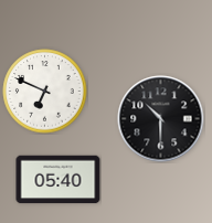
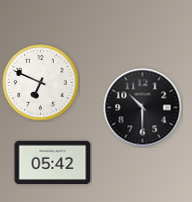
clock at (161, 119) position: (161, 119) -> (143, 108)
clock at (59, 180): 05:40 -> 05:42
